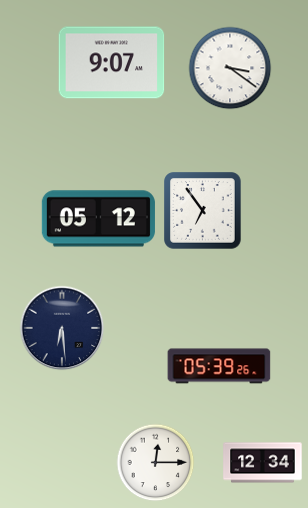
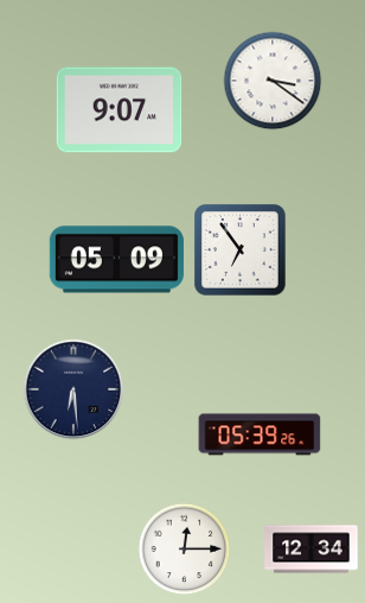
clock at (112, 63) position: (112, 63) -> (120, 110)
clock at (98, 219): 05:12 -> 05:09
